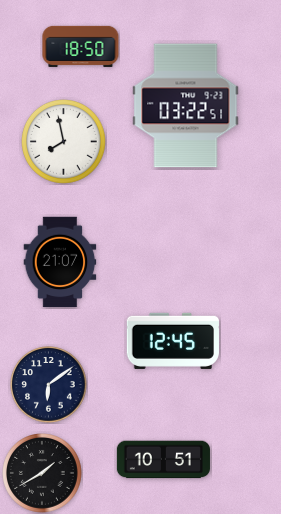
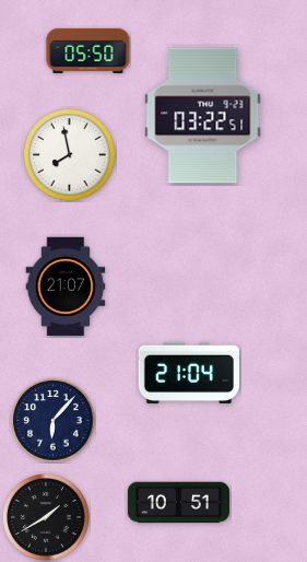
clock at (81, 46): 18:50 -> 05:50
clock at (173, 341): 12:45 -> 21:04
clock at (49, 385): 6:09 -> 6:07
